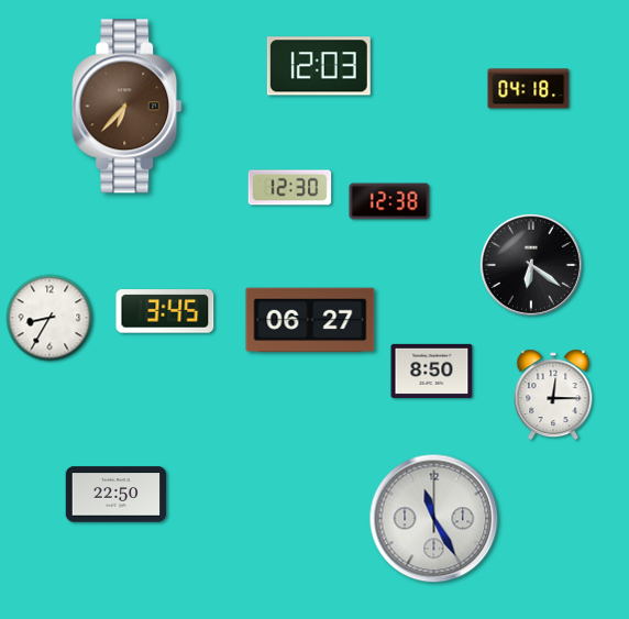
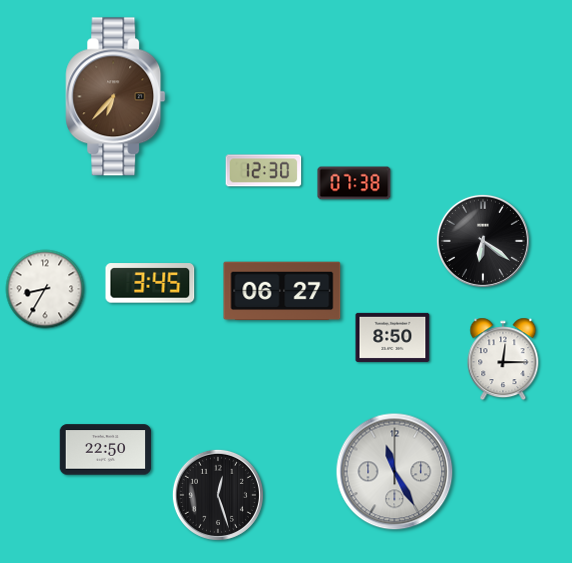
clock at (319, 66): 12:03 -> none
clock at (529, 89): 04:18 -> none
clock at (389, 201): 12:38 -> 07:38
clock at (218, 495): none -> 12:27
